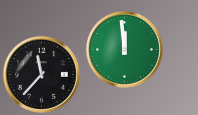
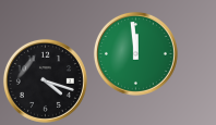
clock at (41, 74): 11:37 -> 4:18
